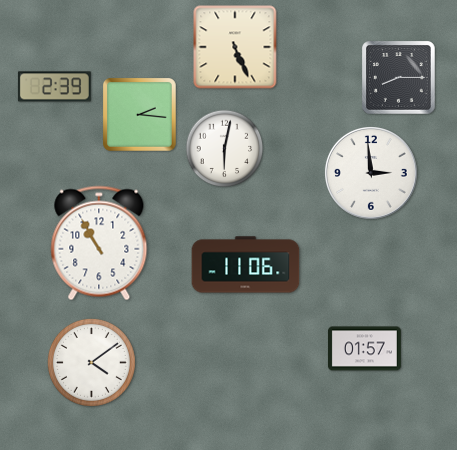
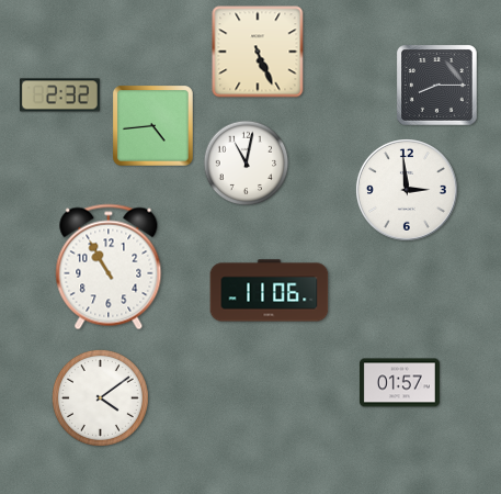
clock at (54, 87): 2:39 -> 2:32
clock at (140, 115): 2:16 -> 4:44
clock at (225, 149): 6:02 -> 11:02
